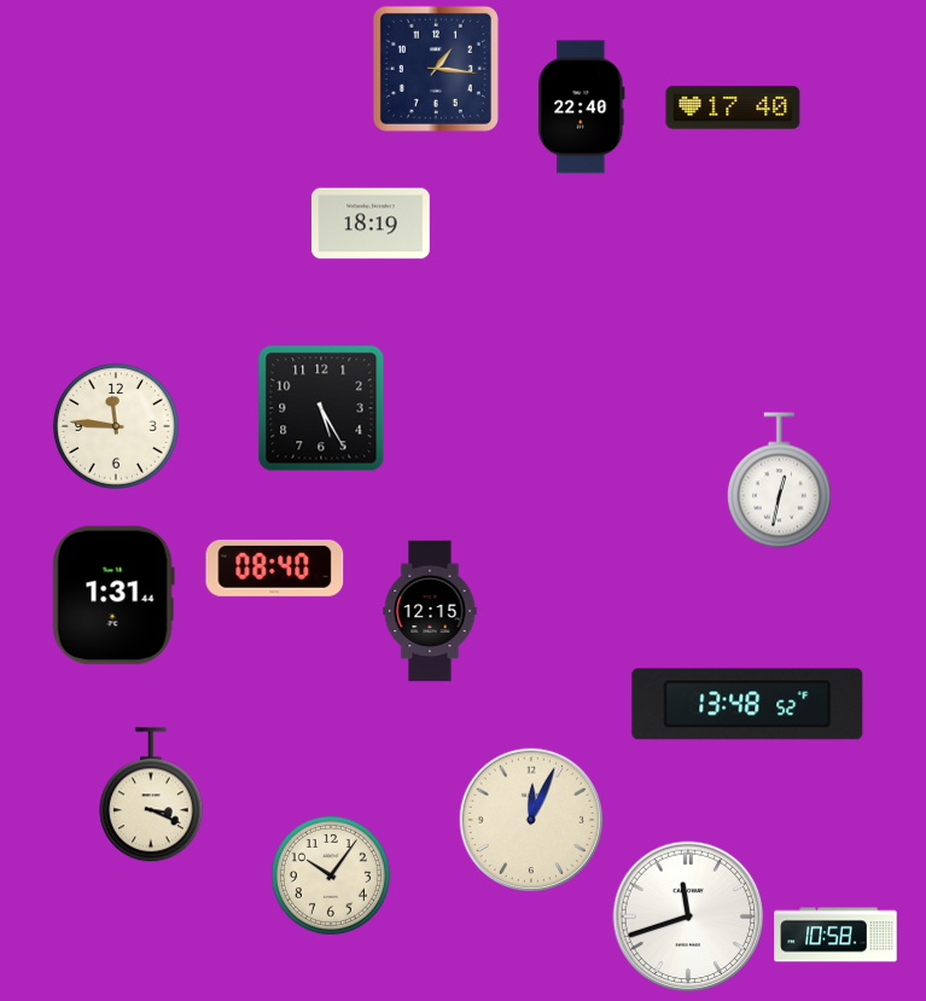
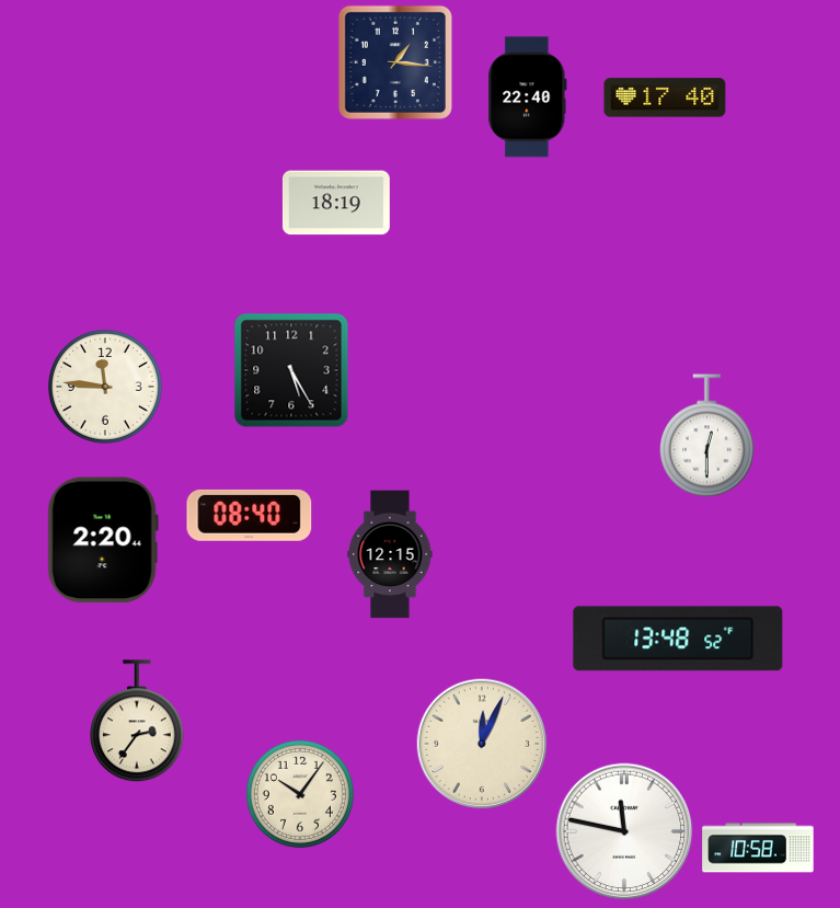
clock at (779, 481): 12:32 -> 12:30
clock at (113, 595): 1:31 -> 2:20
clock at (151, 796): 3:19 -> 2:36
clock at (688, 916): 11:42 -> 11:47
